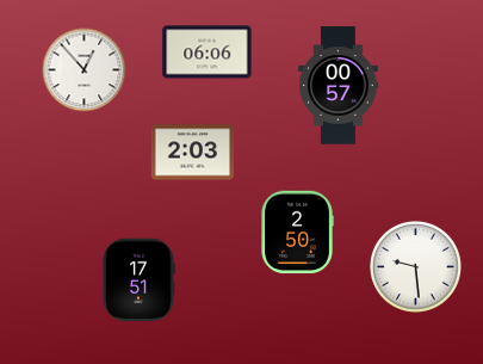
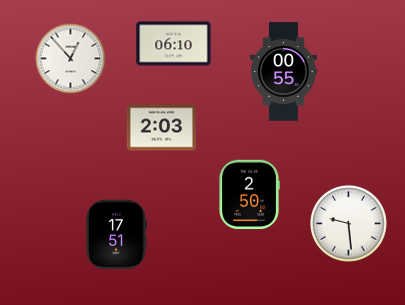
clock at (208, 53): 06:06 -> 06:10
clock at (339, 86): 00:57 -> 00:55
